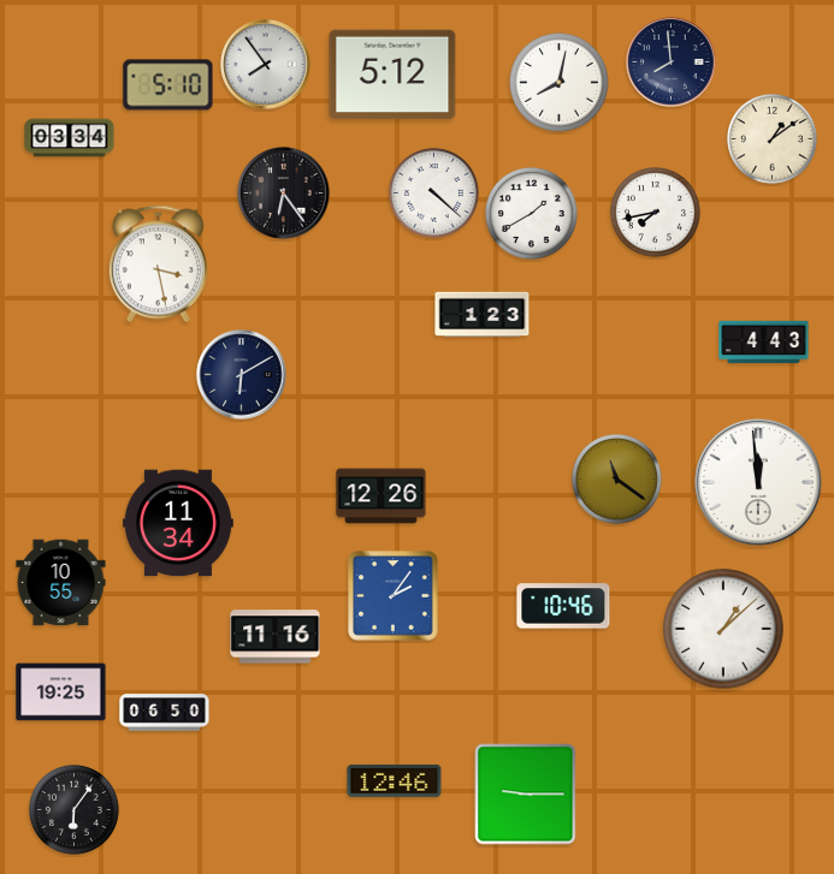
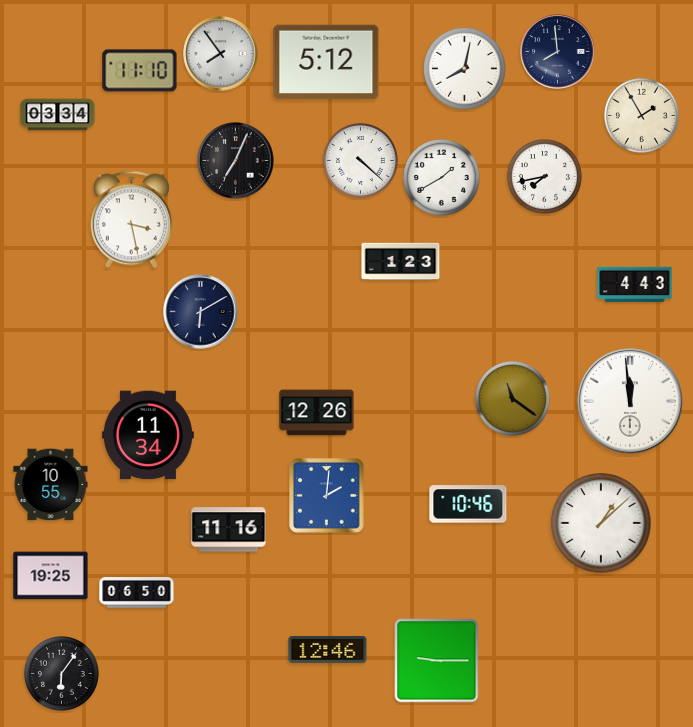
clock at (168, 85): 5:10 -> 11:10
clock at (771, 138): 1:09 -> 1:55
clock at (284, 194): 6:24 -> 7:04
clock at (394, 596): 2:06 -> 2:01
